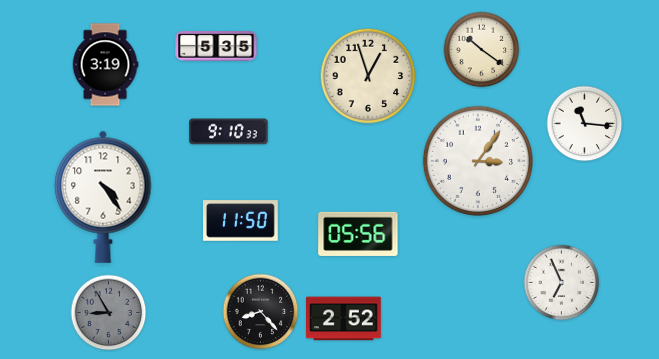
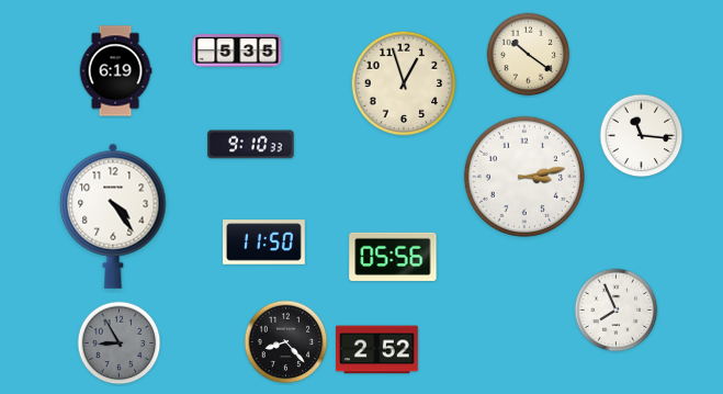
clock at (105, 65): 3:19 -> 6:19
clock at (478, 161): 3:06 -> 3:13
clock at (562, 283): 6:56 -> 7:56
